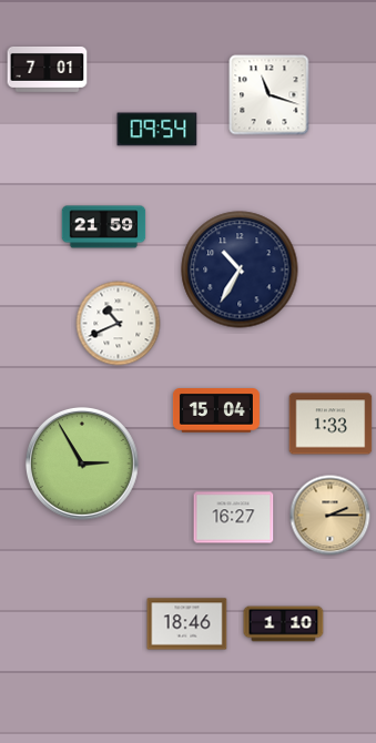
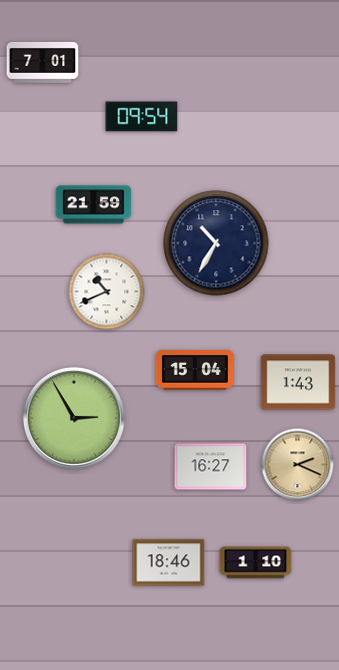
clock at (270, 95): 11:18 -> none
clock at (331, 424): 1:33 -> 1:43
clock at (331, 516): 2:15 -> 2:19
